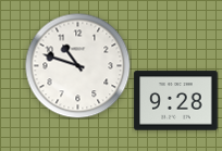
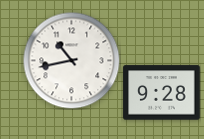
clock at (77, 65): 10:48 -> 10:43
